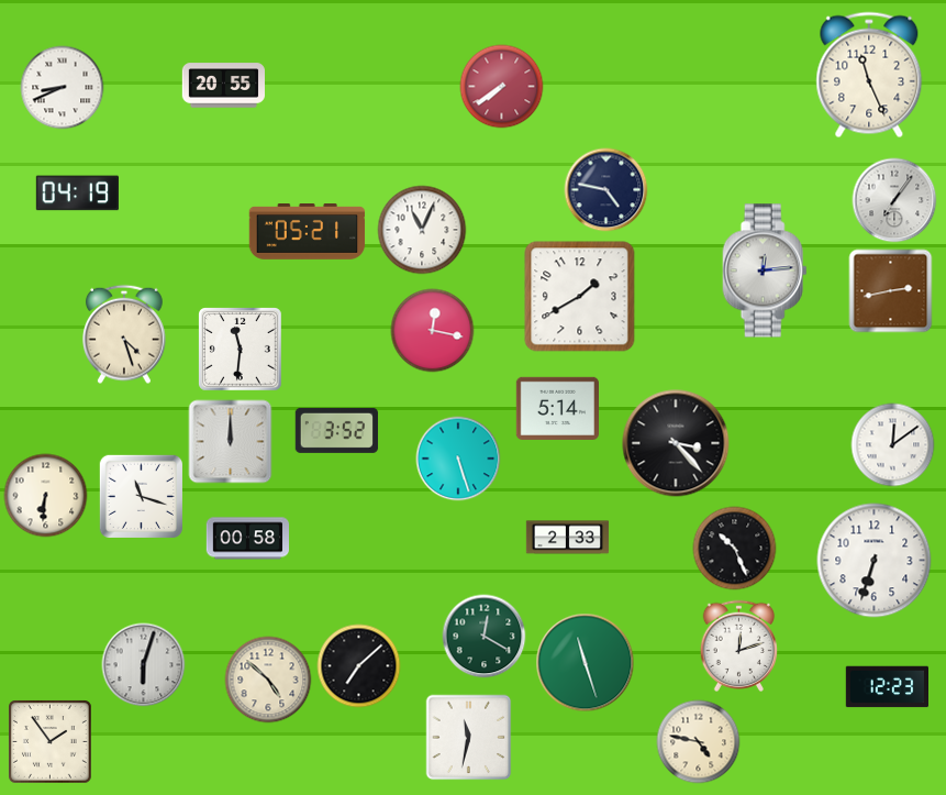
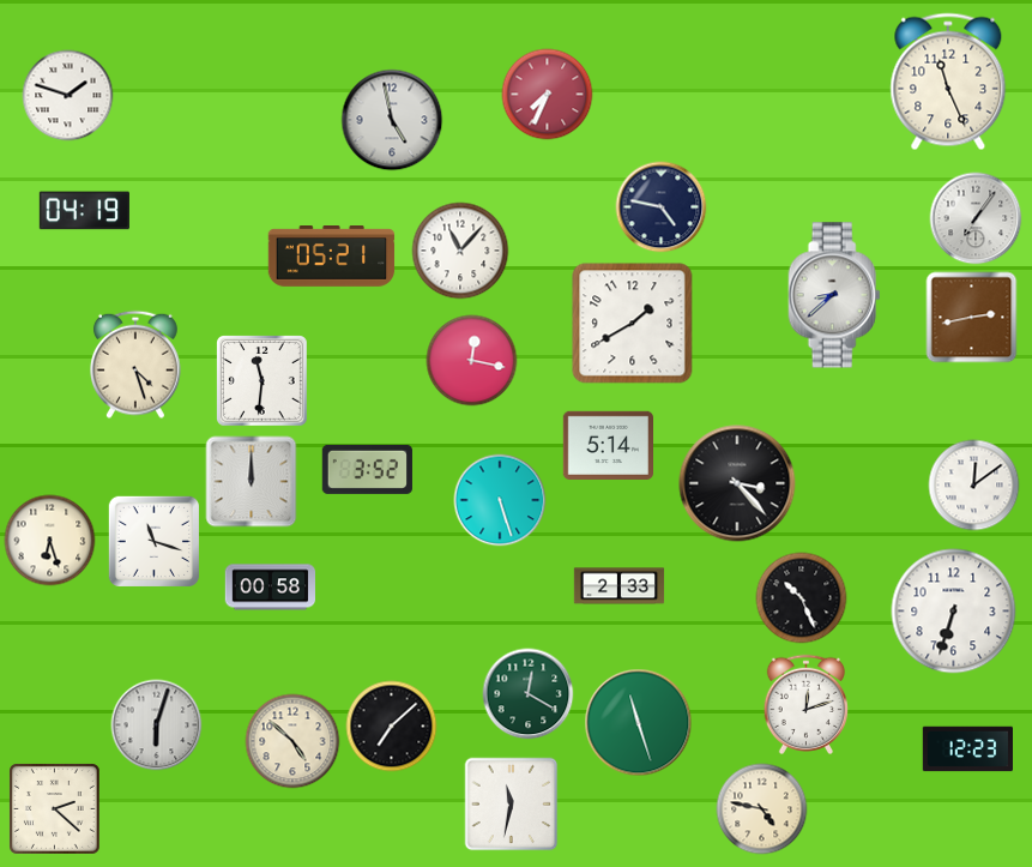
clock at (223, 86): 20:55 -> none
clock at (502, 87): 7:39 -> 7:34
clock at (63, 88): 8:41 -> 1:48
clock at (392, 120): none -> 4:58
clock at (422, 230): 11:04 -> 11:07
clock at (308, 232) position: (308, 232) -> (332, 257)
clock at (765, 270): 12:14 -> 8:38
clock at (46, 496): 6:31 -> 6:27
clock at (51, 742): 1:54 -> 2:22
